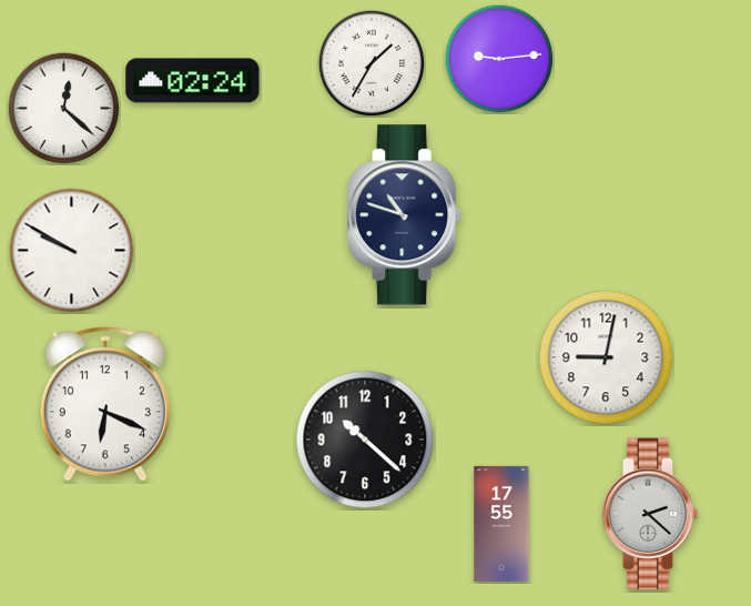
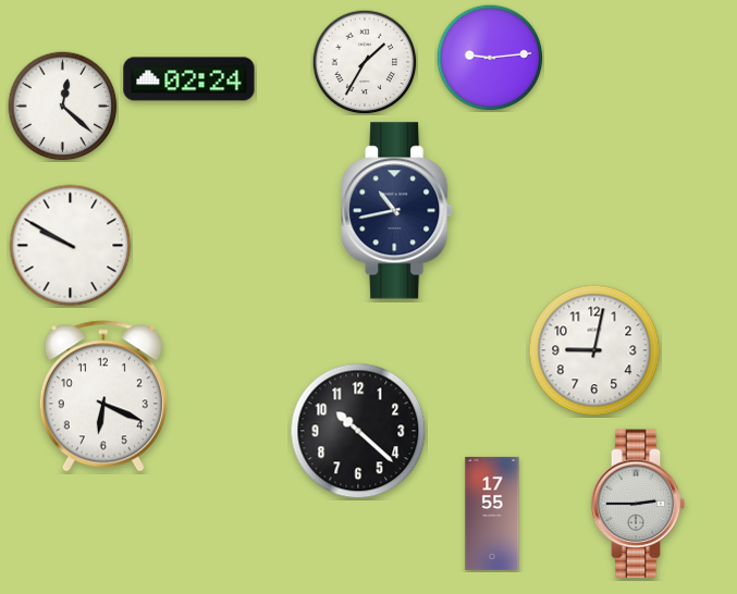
clock at (405, 215): 10:48 -> 10:43
clock at (650, 514): 2:22 -> 2:45
